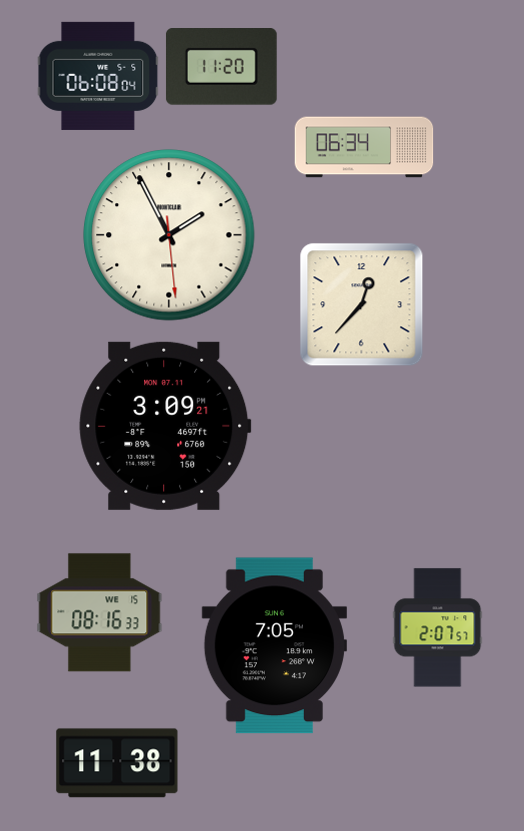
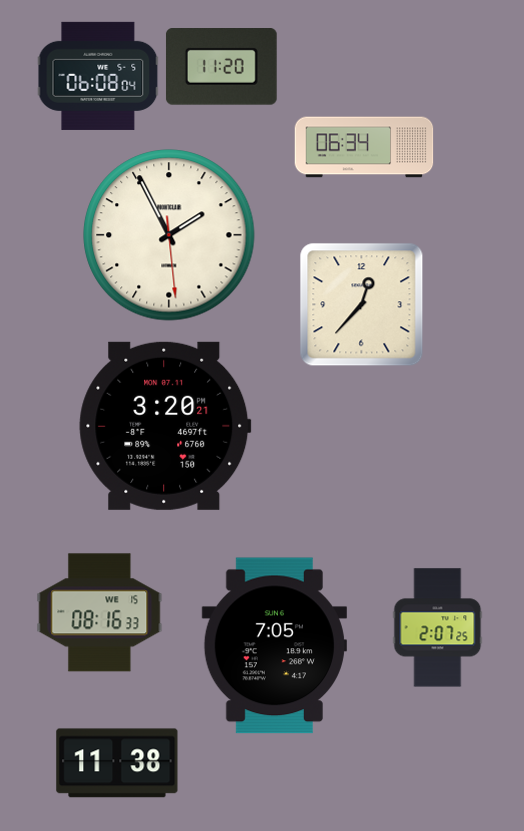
clock at (165, 426): 3:09 -> 3:20
clock at (438, 628): 2:07:57 -> 2:07:25
